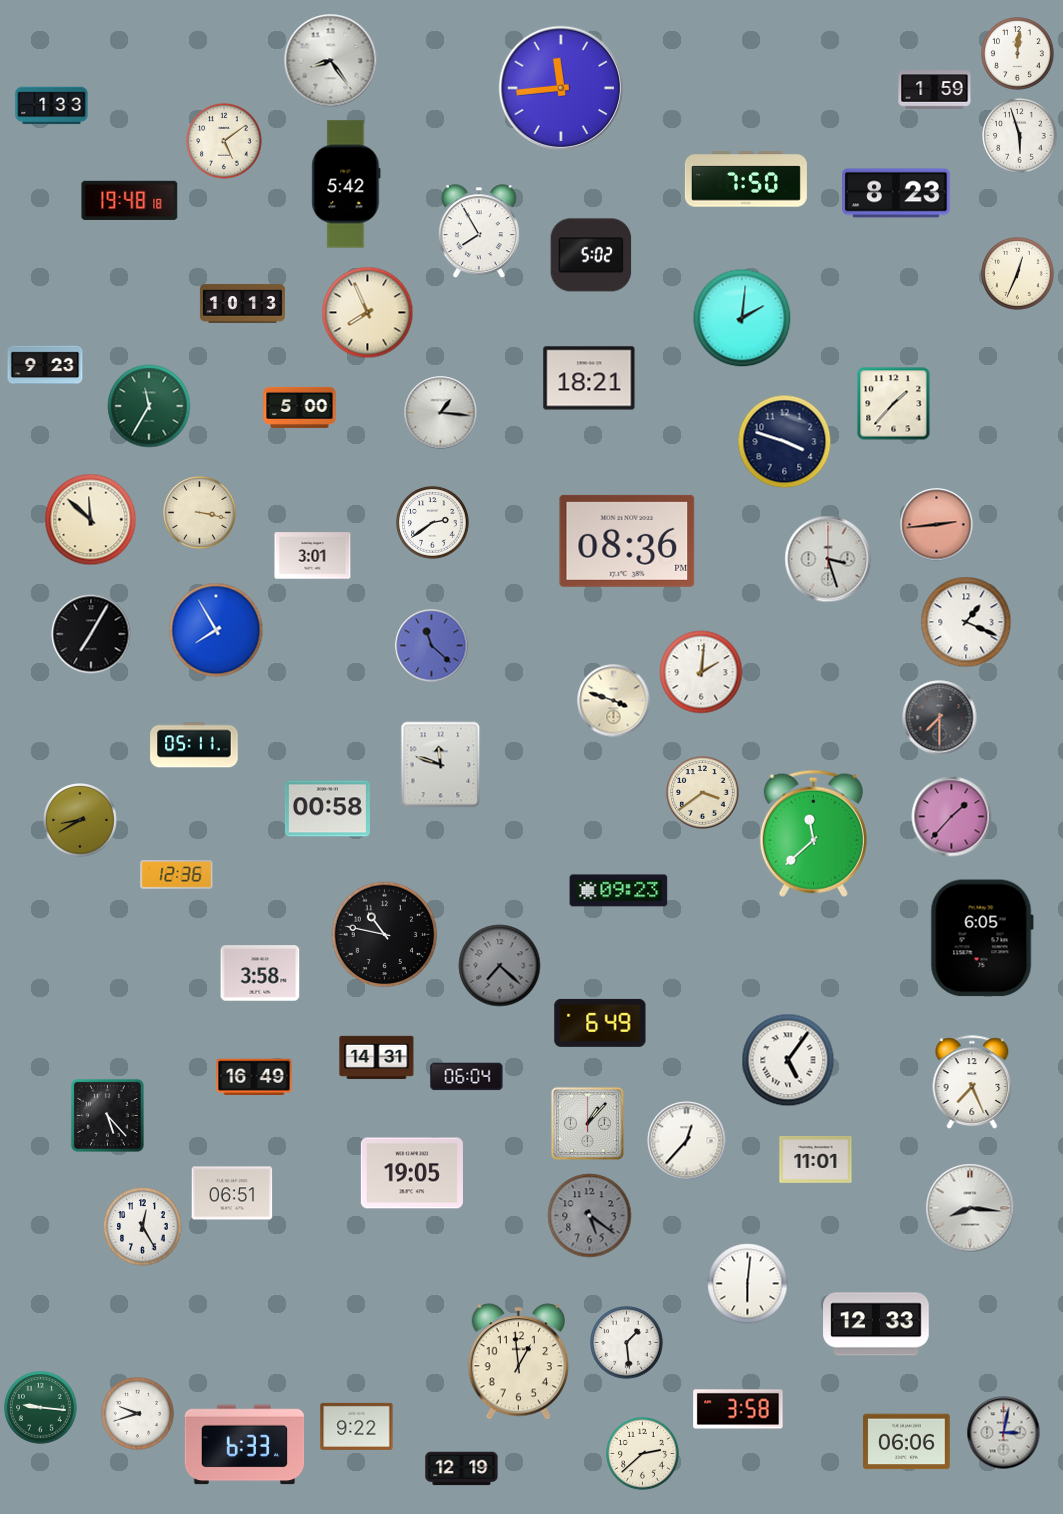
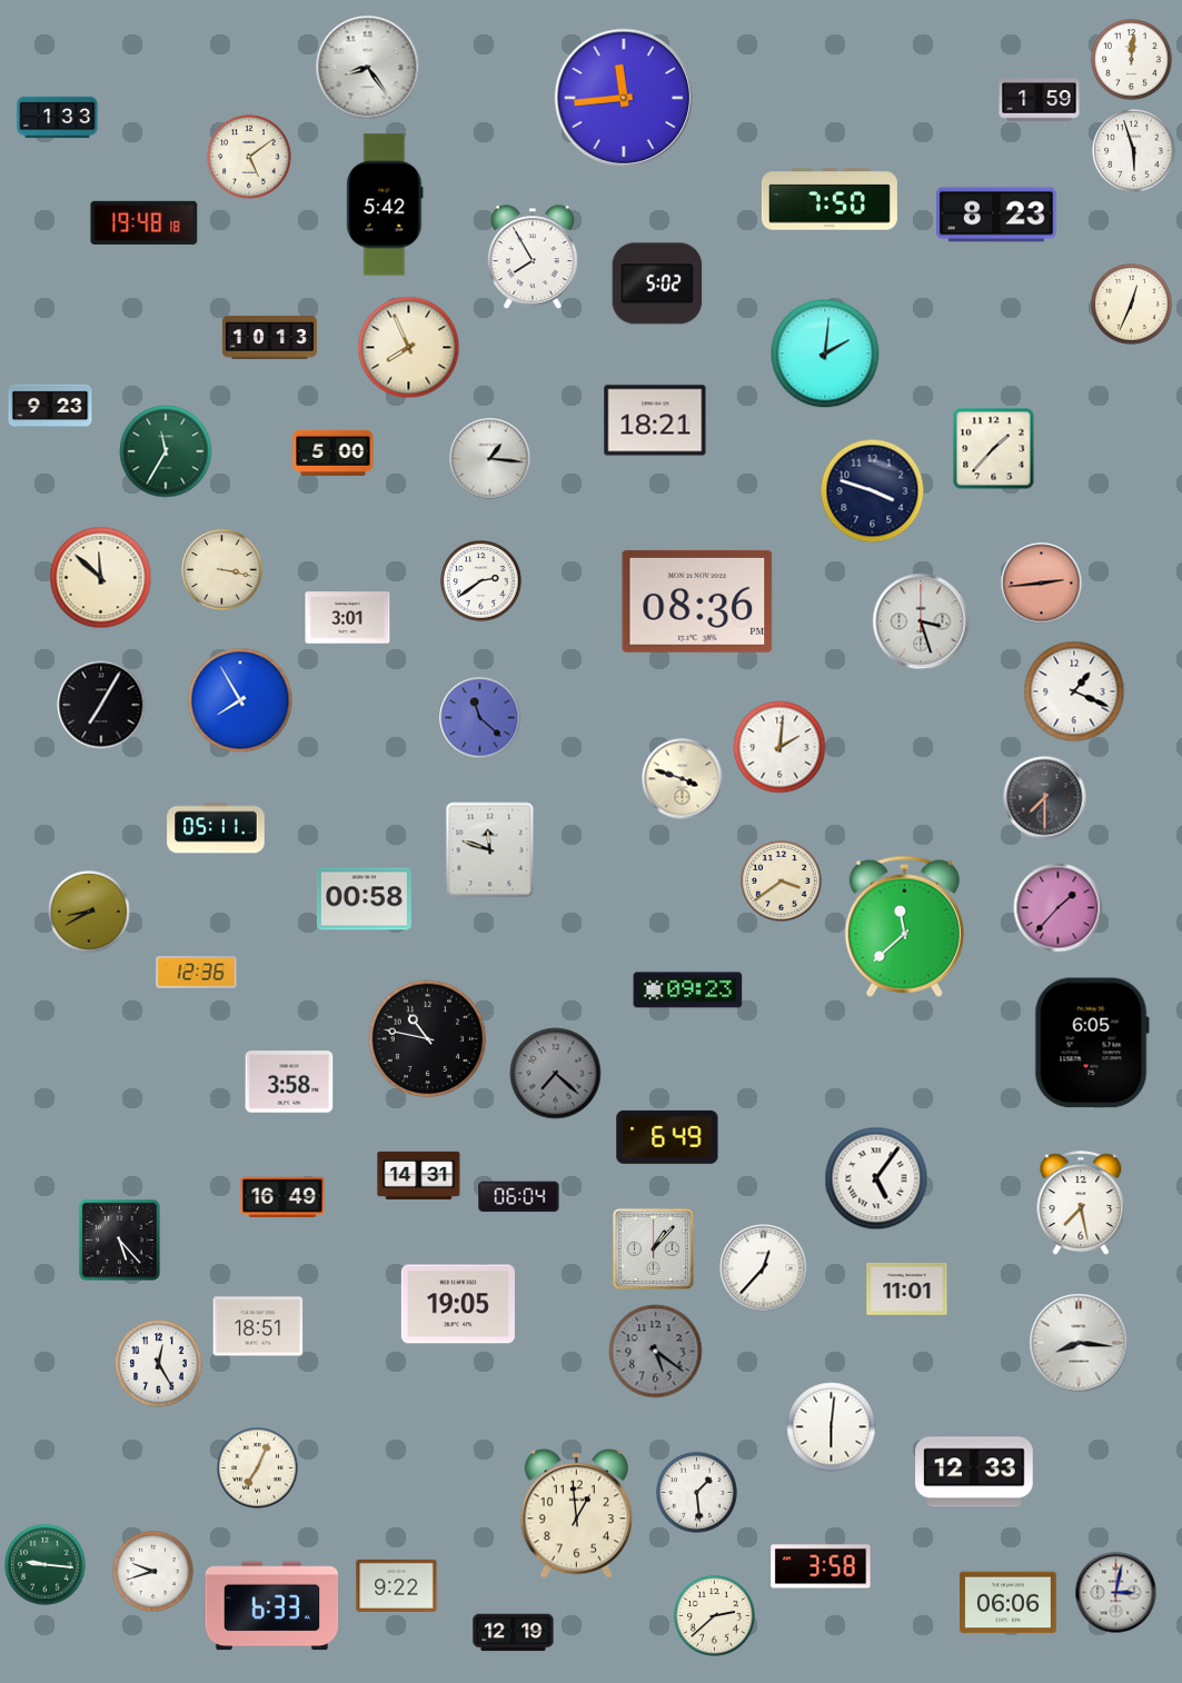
clock at (972, 1082): 7:26 -> 7:28
clock at (232, 1193): 06:51 -> 18:51
clock at (258, 1468): none -> 7:04
